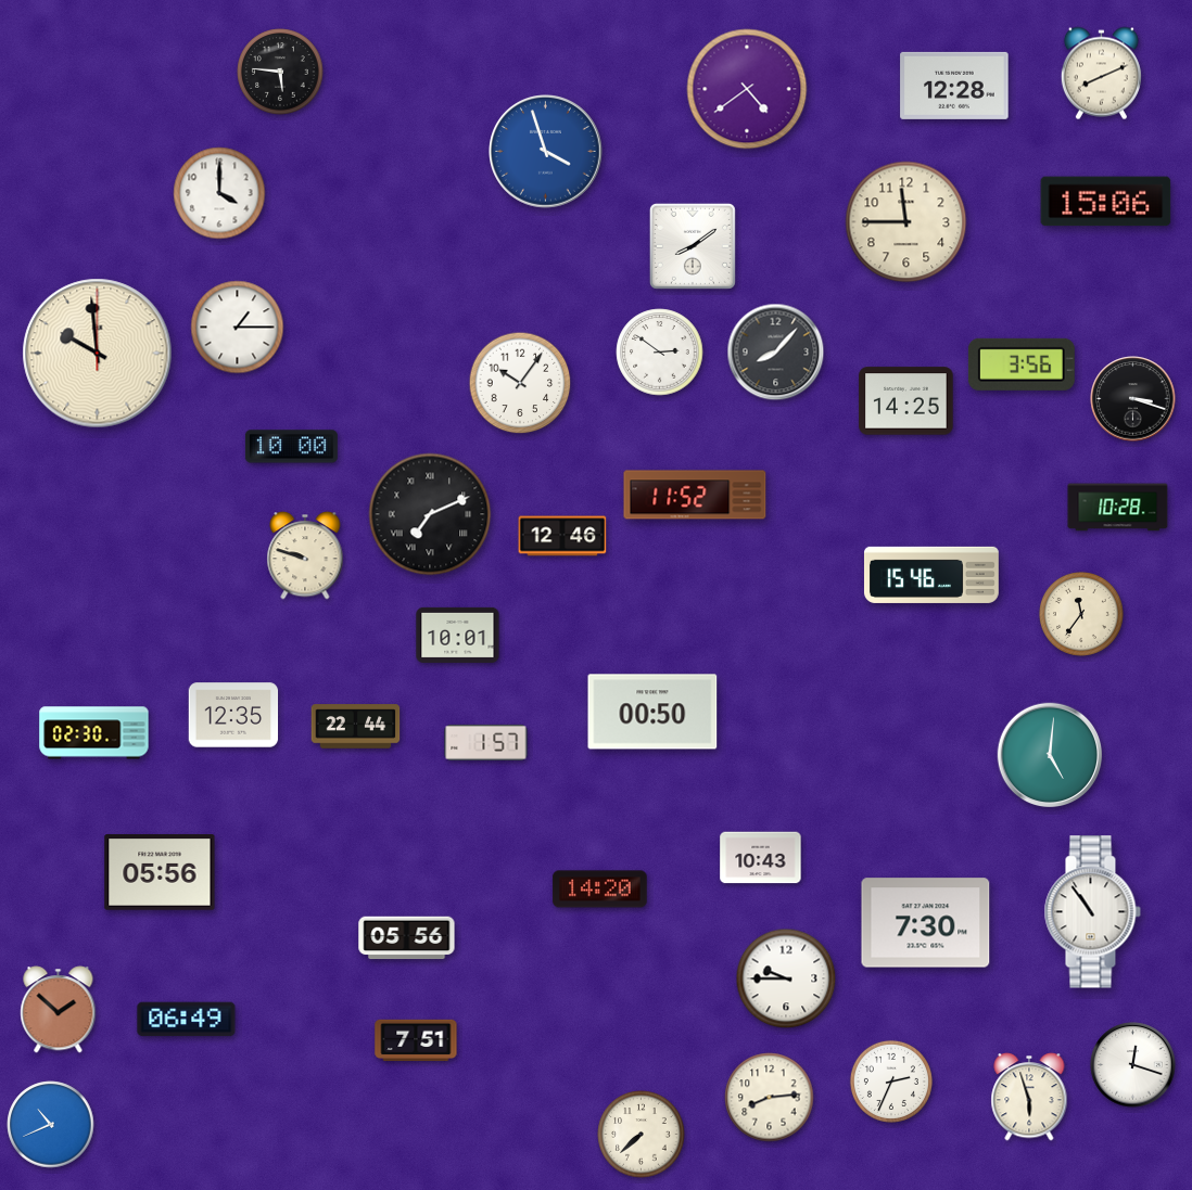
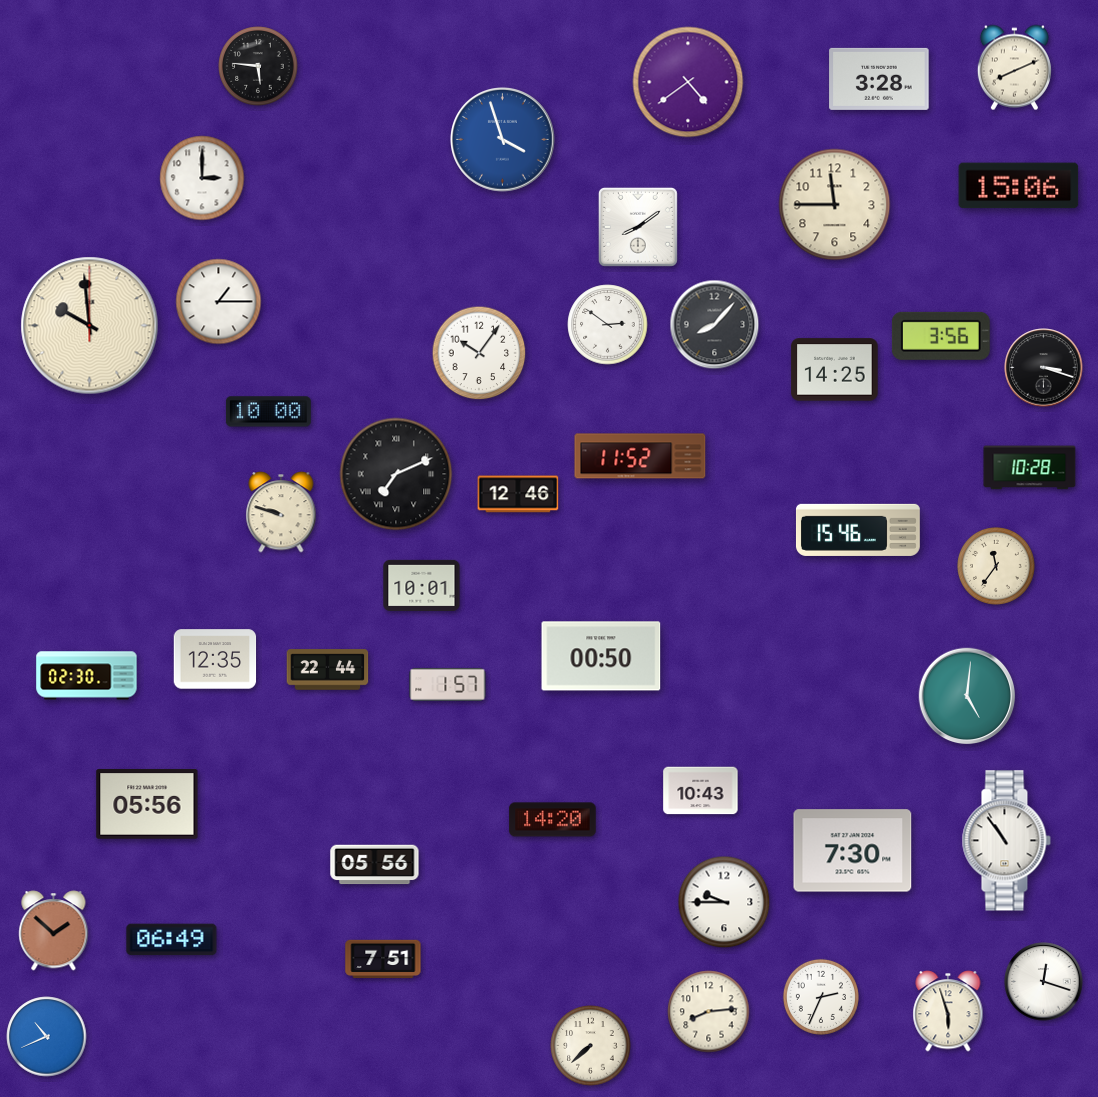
clock at (954, 86): 12:28 -> 3:28
clock at (219, 193): 4:00 -> 3:00
